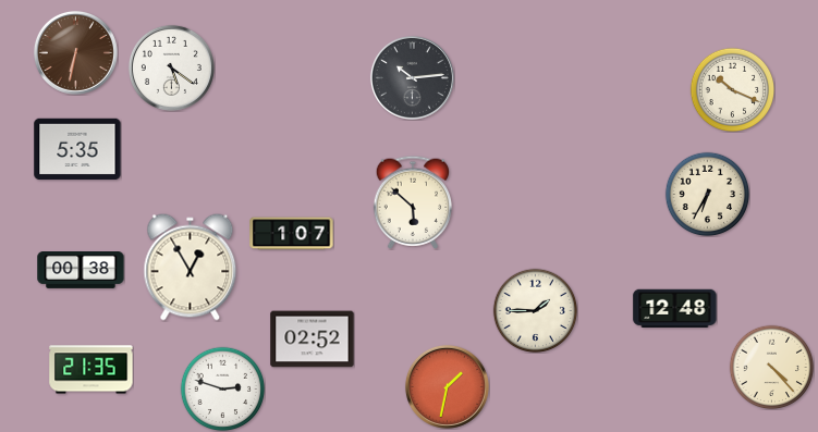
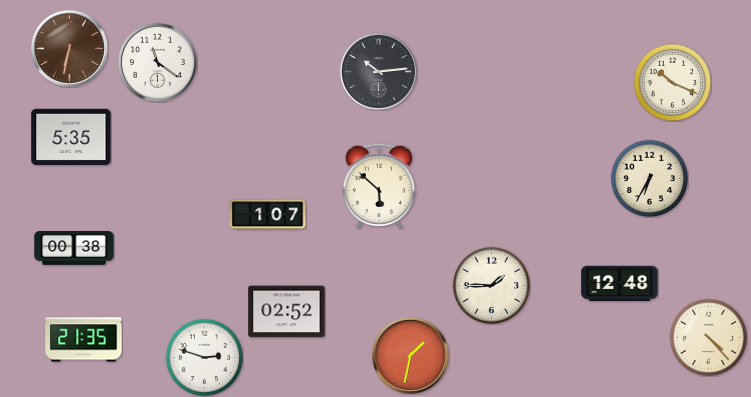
clock at (171, 67): 5:21 -> 11:21
clock at (191, 268): 12:55 -> none
